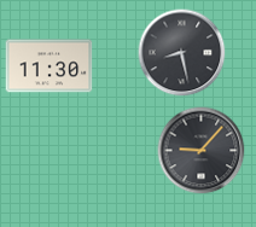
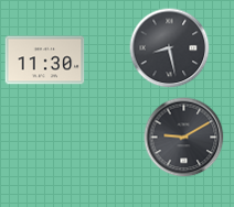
clock at (182, 53) position: (182, 53) -> (170, 48)
clock at (202, 151): 9:07 -> 9:10
